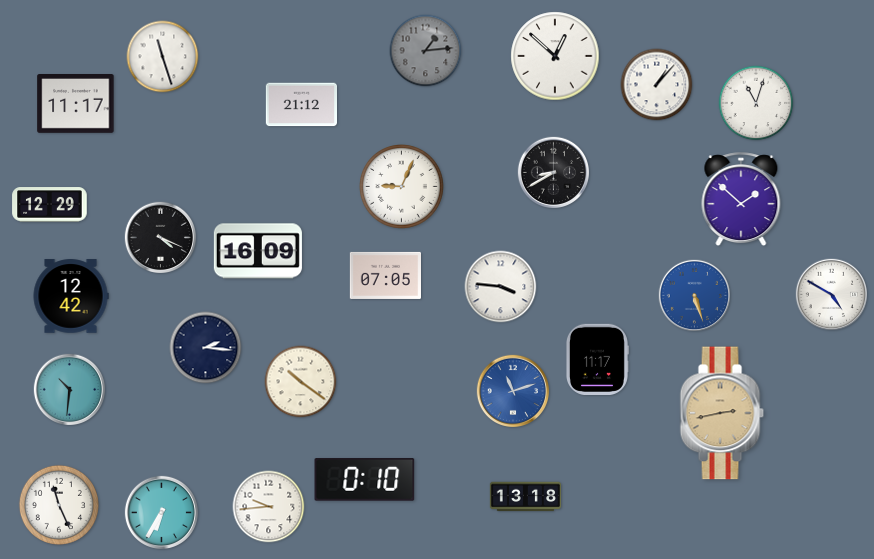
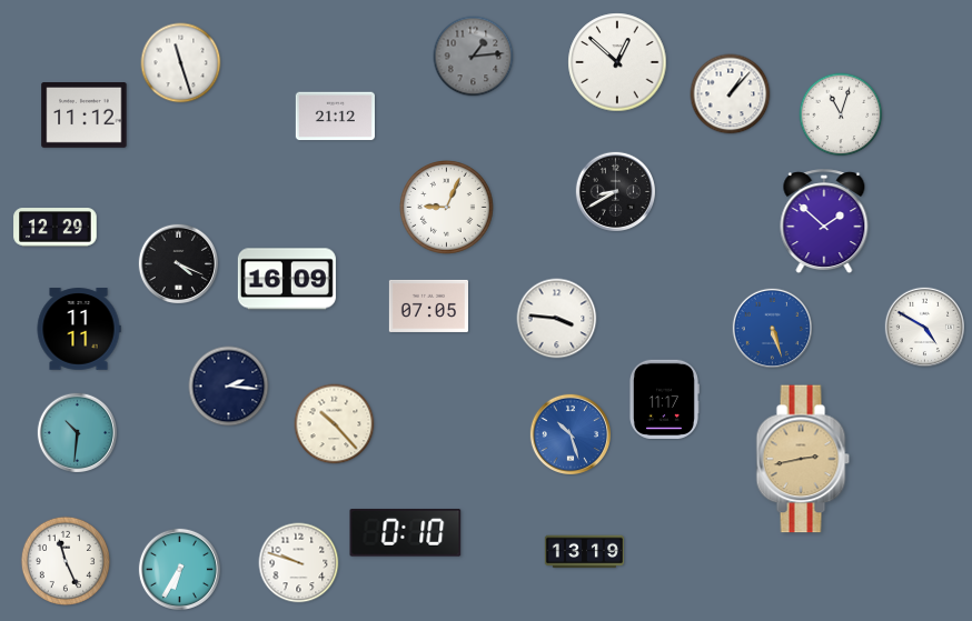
clock at (76, 104): 11:17 -> 11:12
clock at (71, 296): 12:42 -> 11:11
clock at (301, 382): 10:21 -> 10:23
clock at (512, 390): 11:12 -> 10:27
clock at (525, 497): 13:18 -> 13:19
clock at (269, 507): 9:44 -> 9:48
